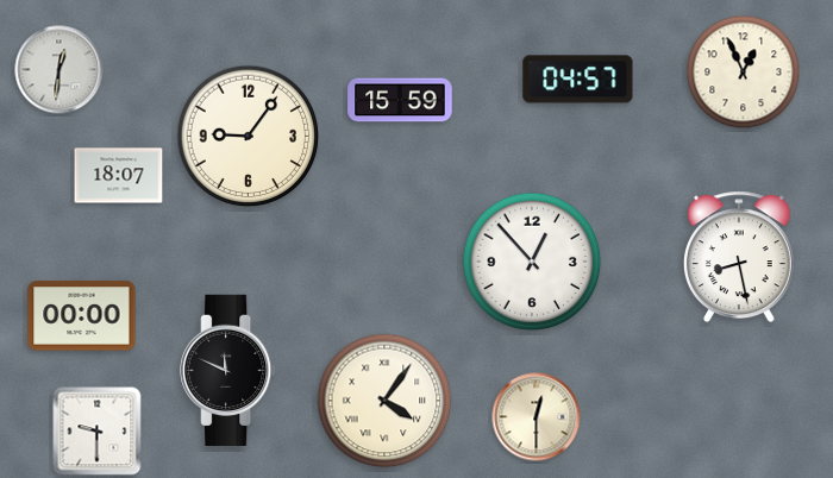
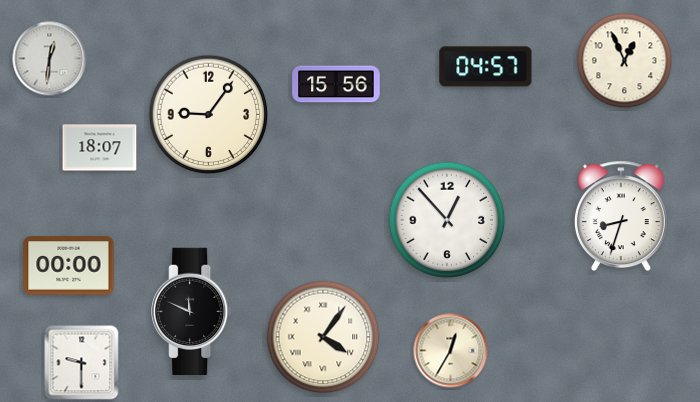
clock at (400, 100): 15:59 -> 15:56
clock at (739, 257): 8:28 -> 8:33
clock at (537, 417): 12:30 -> 12:35
